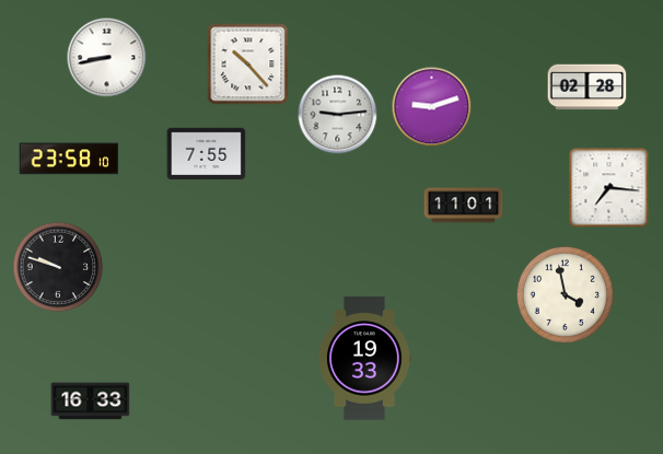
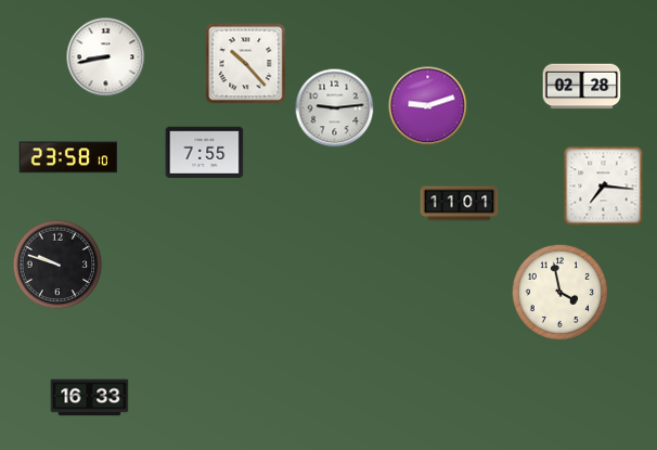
clock at (338, 115) position: (338, 115) -> (335, 108)
clock at (364, 359): 19:33 -> none
